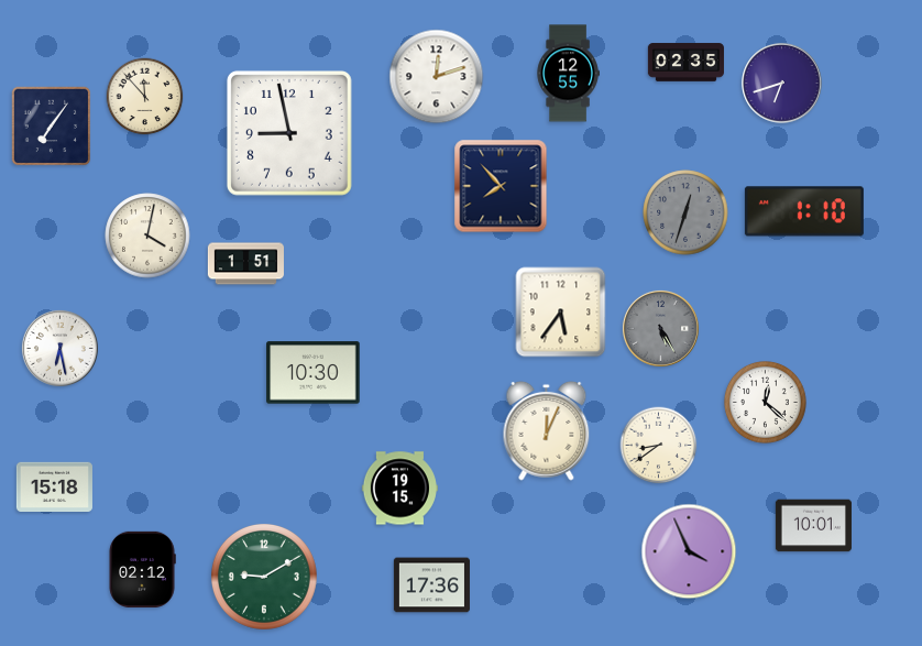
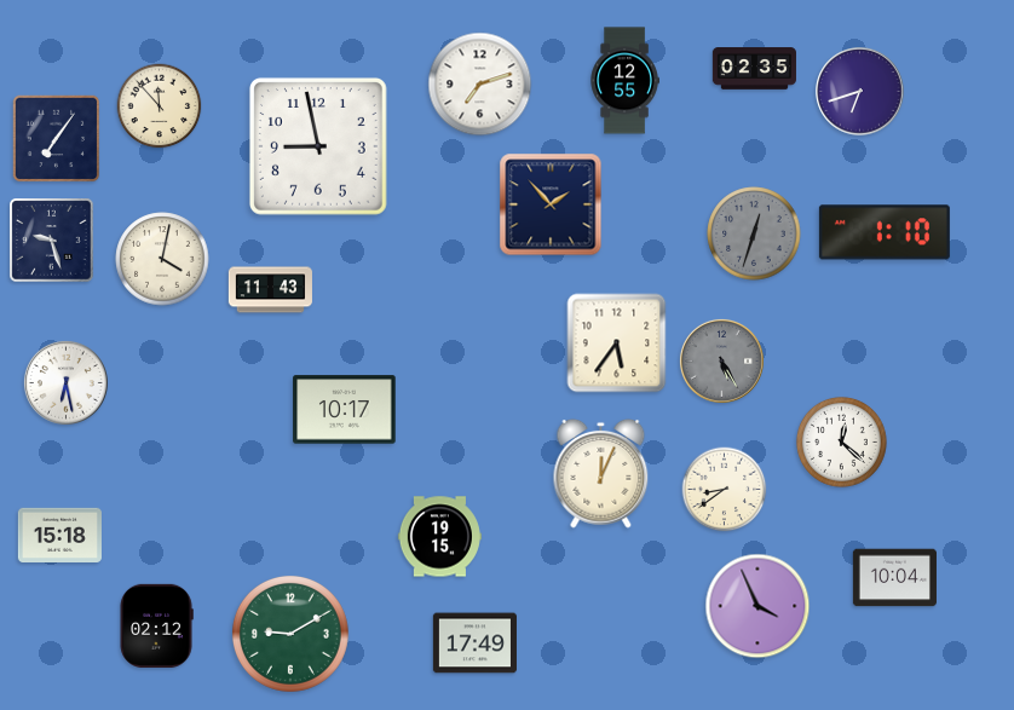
clock at (437, 77): 12:12 -> 7:12
clock at (501, 186): 7:53 -> 1:53
clock at (52, 241): none -> 9:27
clock at (245, 264): 1:51 -> 11:43
clock at (660, 328) position: (660, 328) -> (721, 360)
clock at (314, 373): 10:30 -> 10:17
clock at (813, 526): 10:01 -> 10:04
clock at (431, 585): 17:36 -> 17:49
